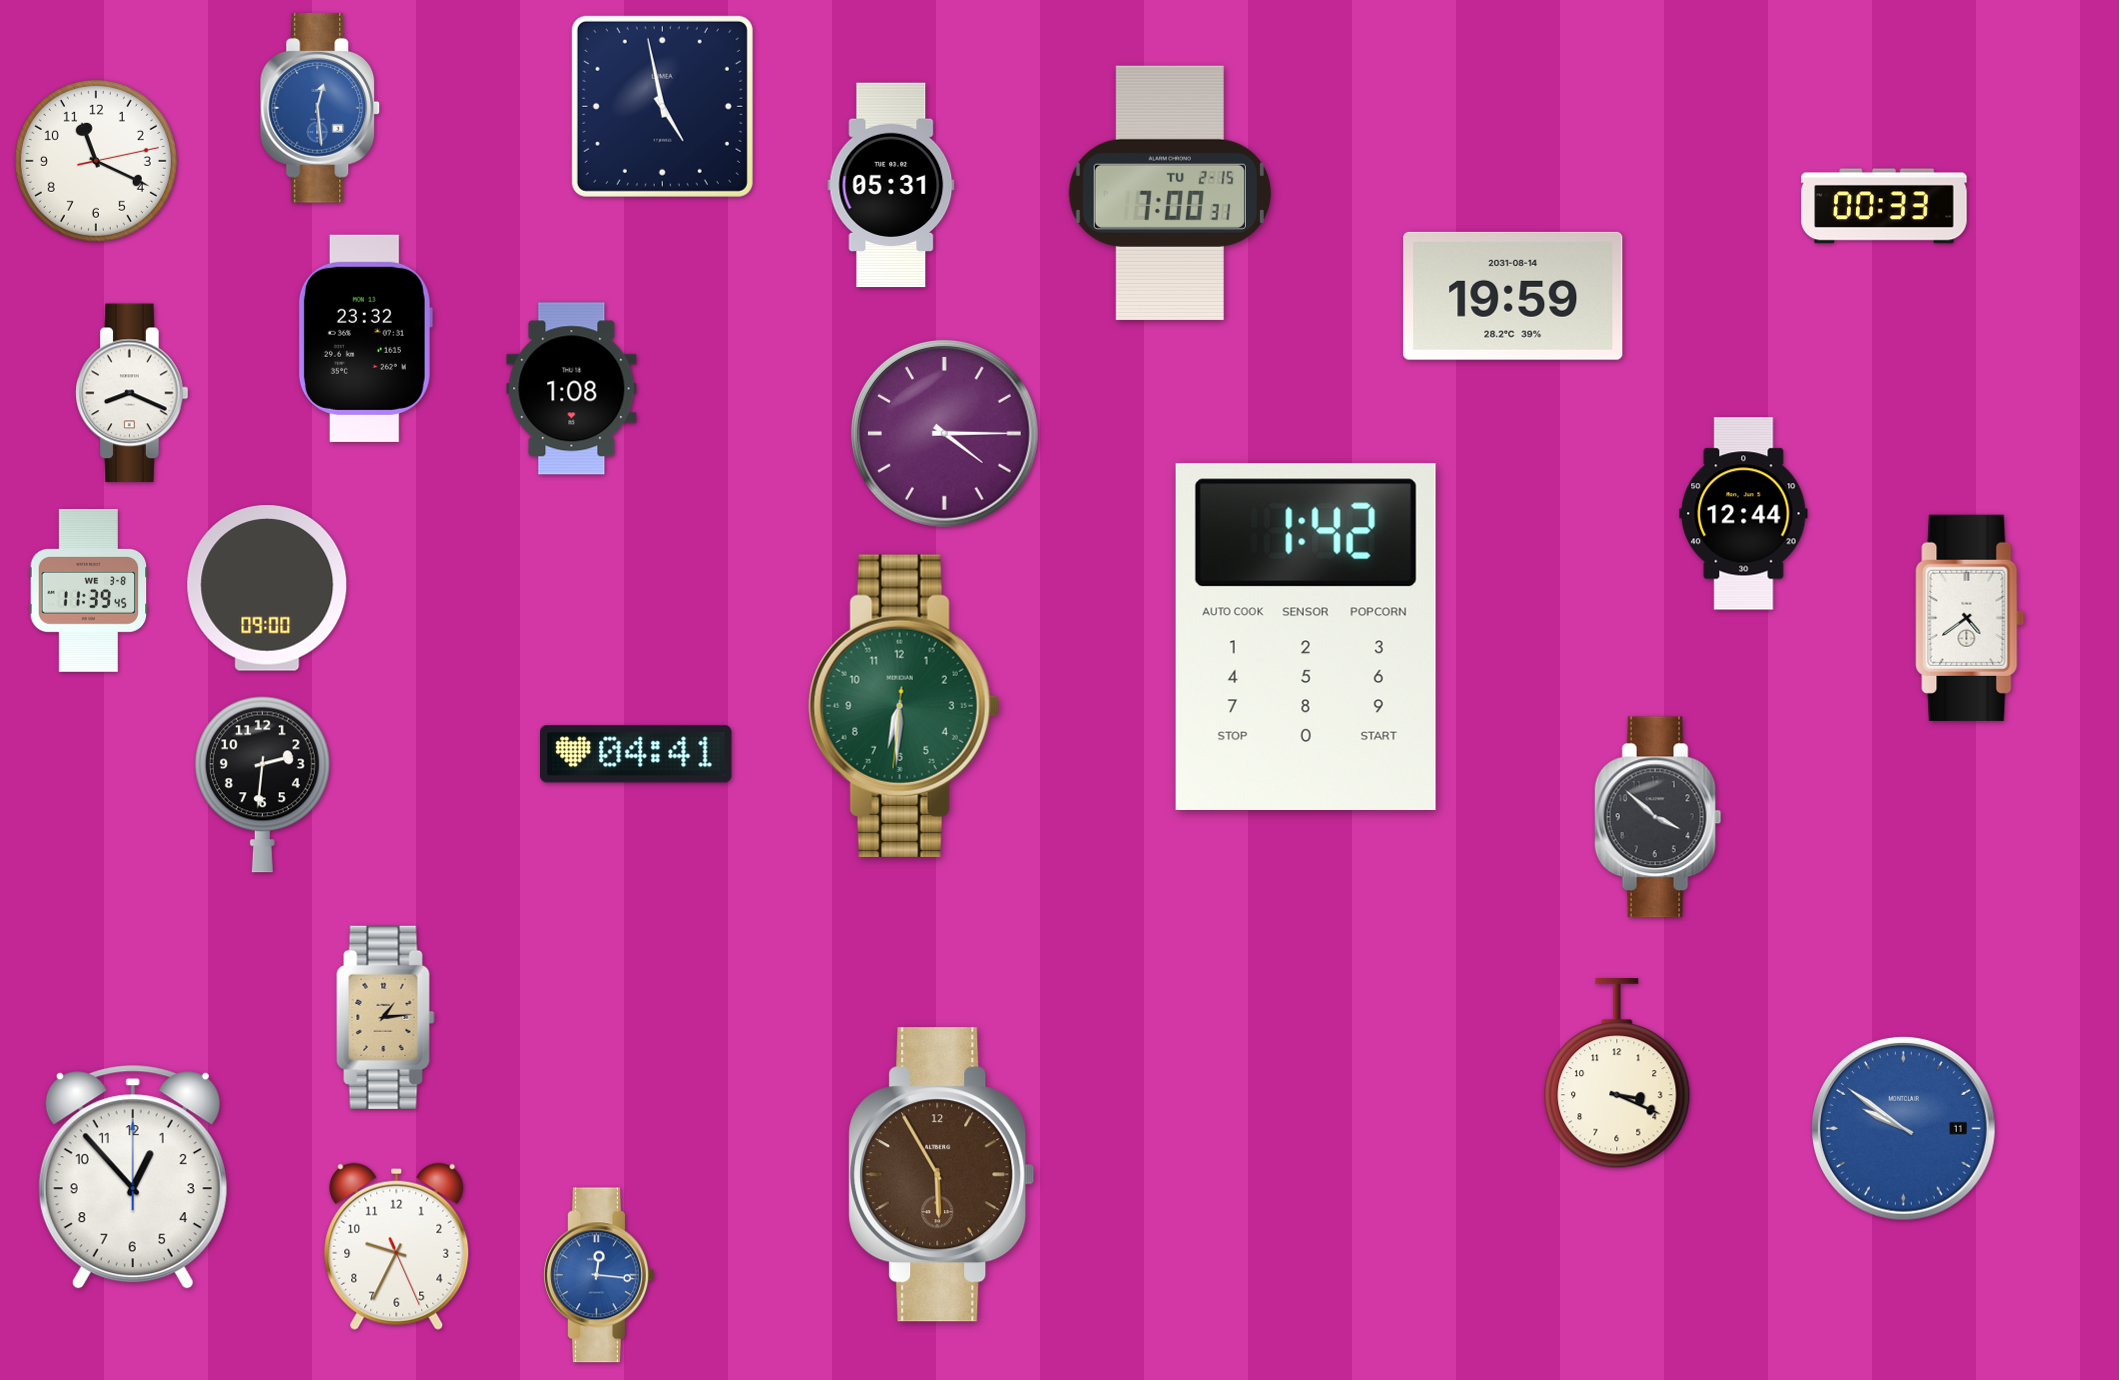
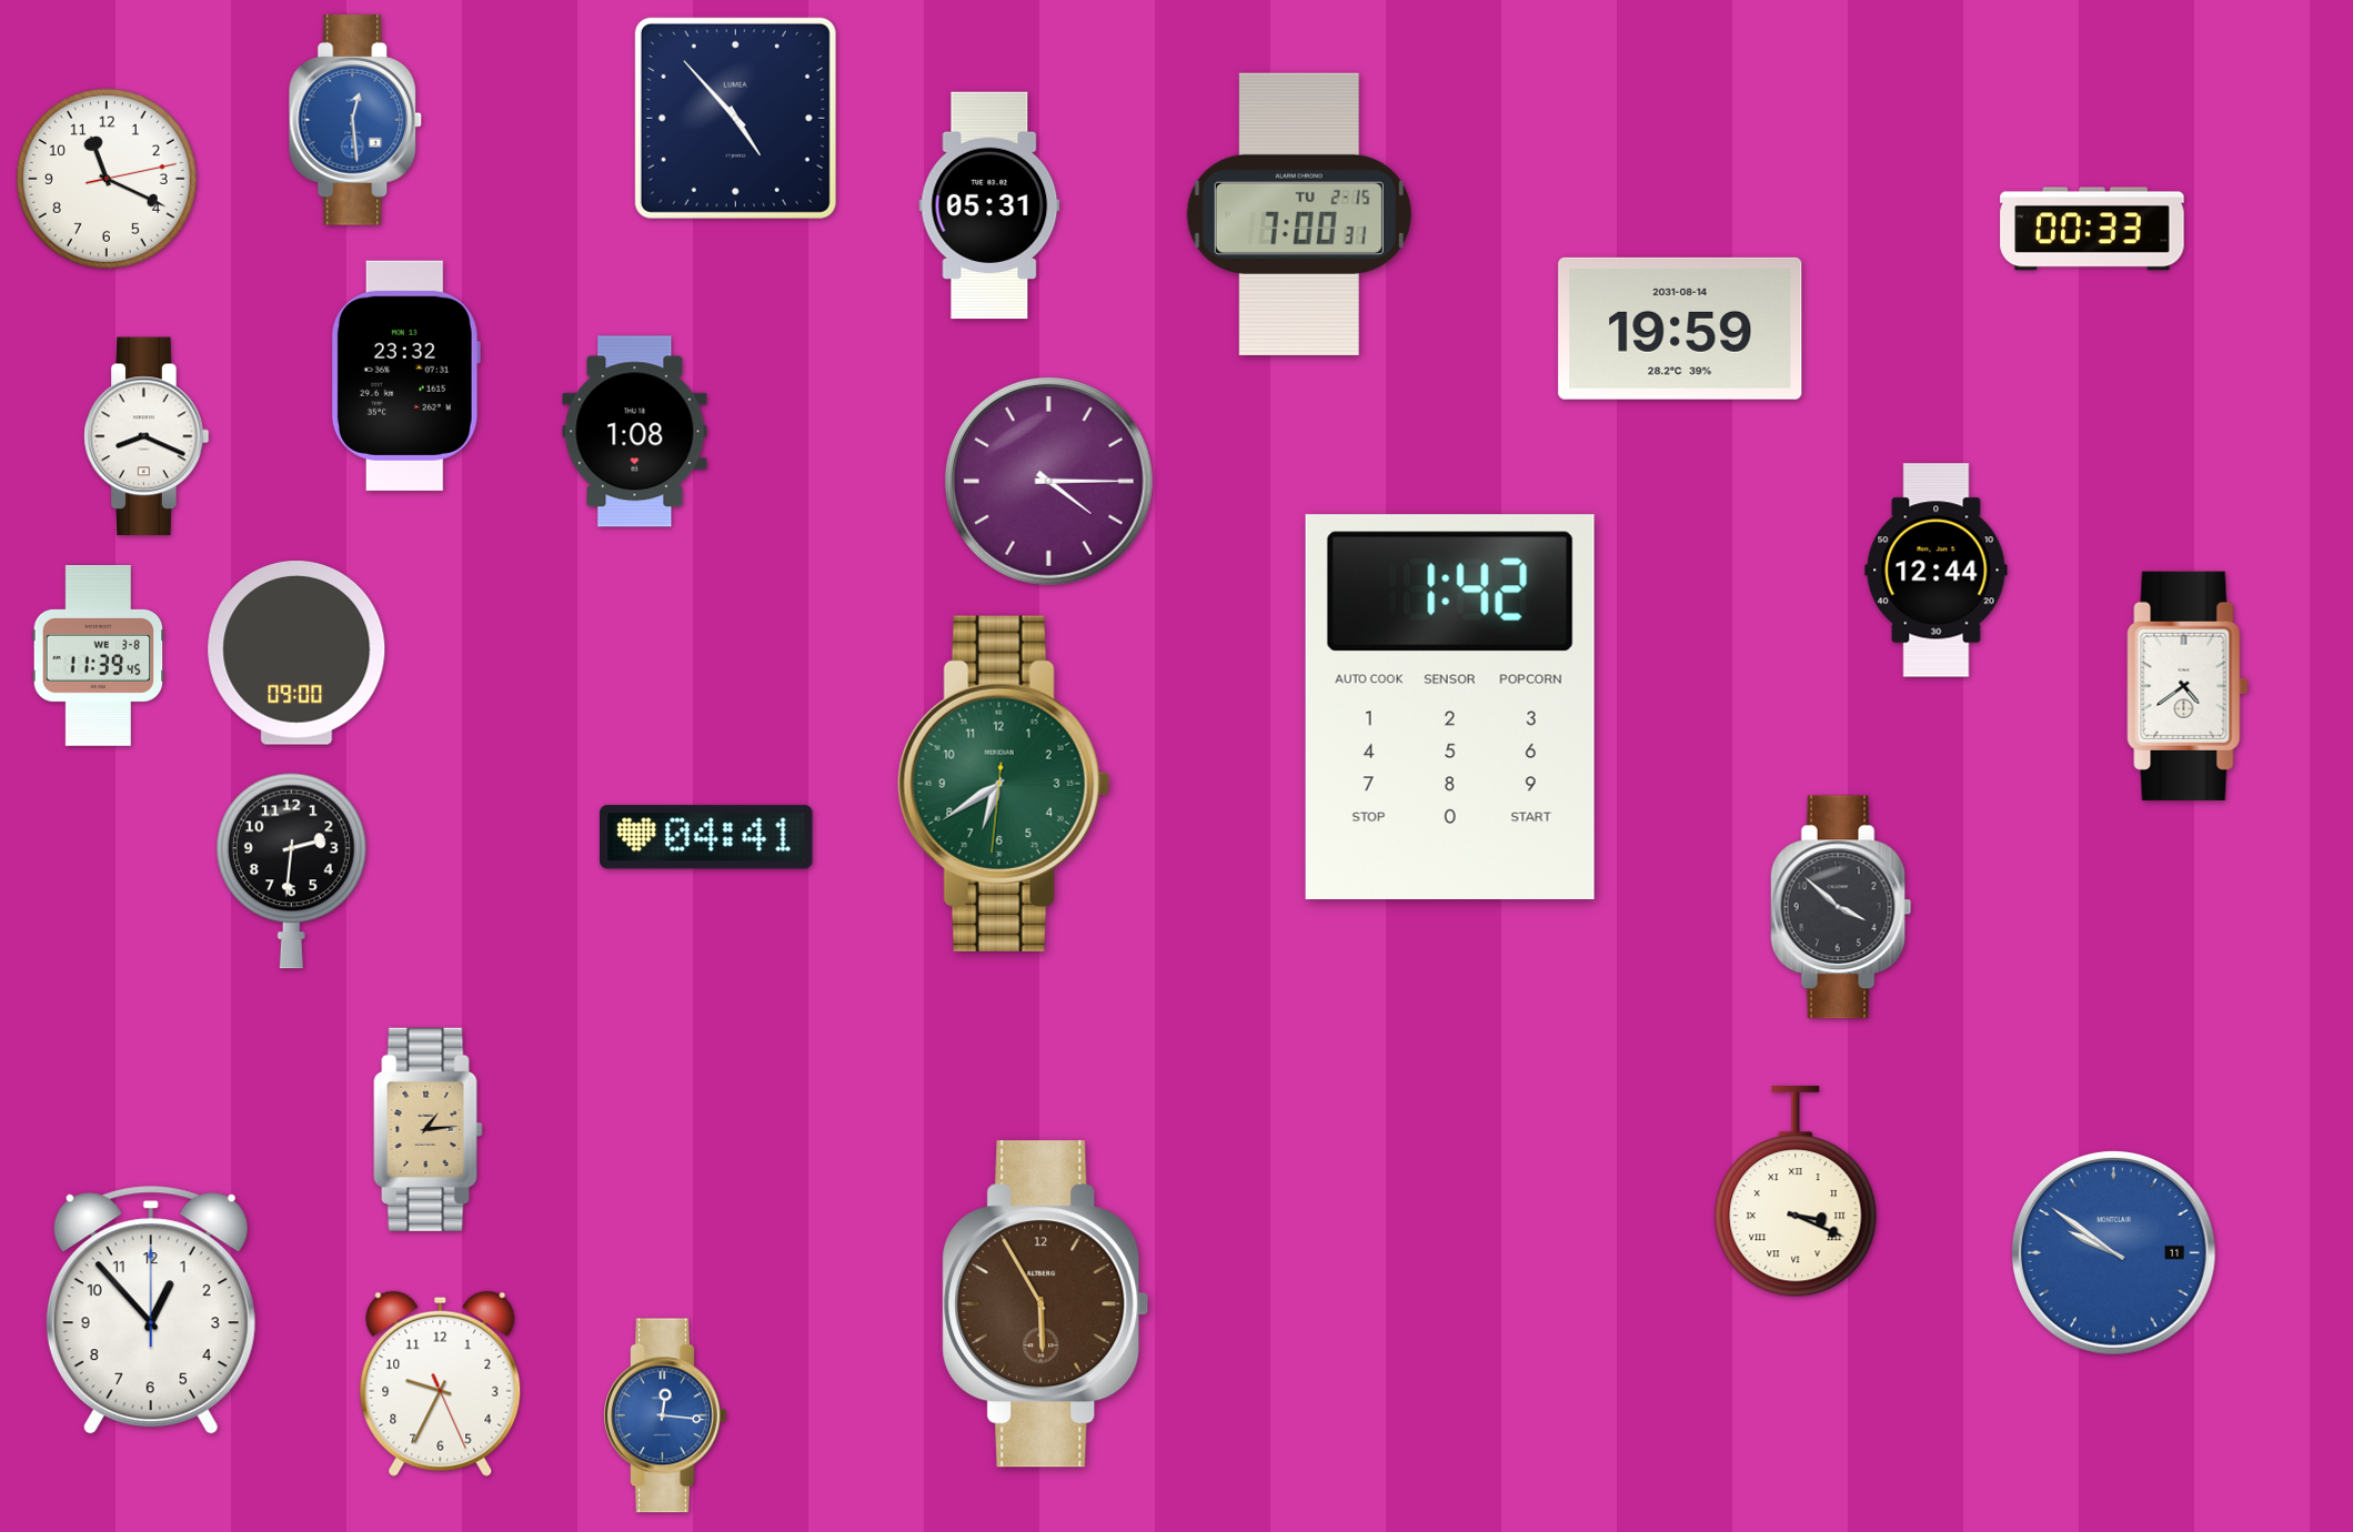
clock at (662, 106): 4:58 -> 4:53
clock at (904, 706): 6:30 -> 6:39
clock at (1617, 1074) numerals: Arabic -> Roman
clock at (133, 1178) position: (133, 1178) -> (151, 1311)
